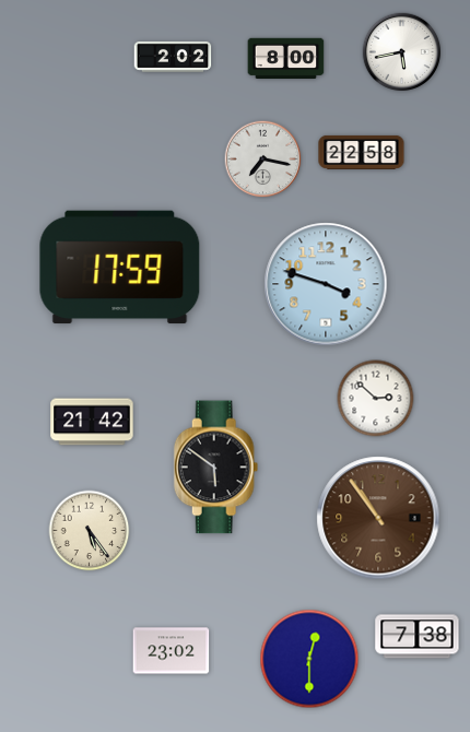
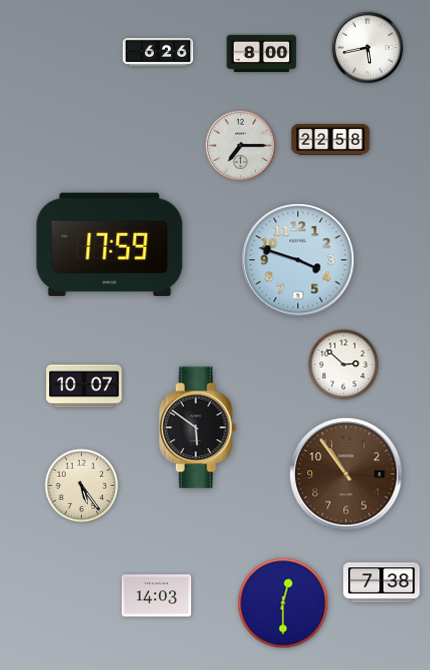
clock at (173, 57): 2:02 -> 6:26
clock at (263, 160): 7:17 -> 7:15
clock at (92, 422): 21:42 -> 10:07
clock at (172, 651): 23:02 -> 14:03
